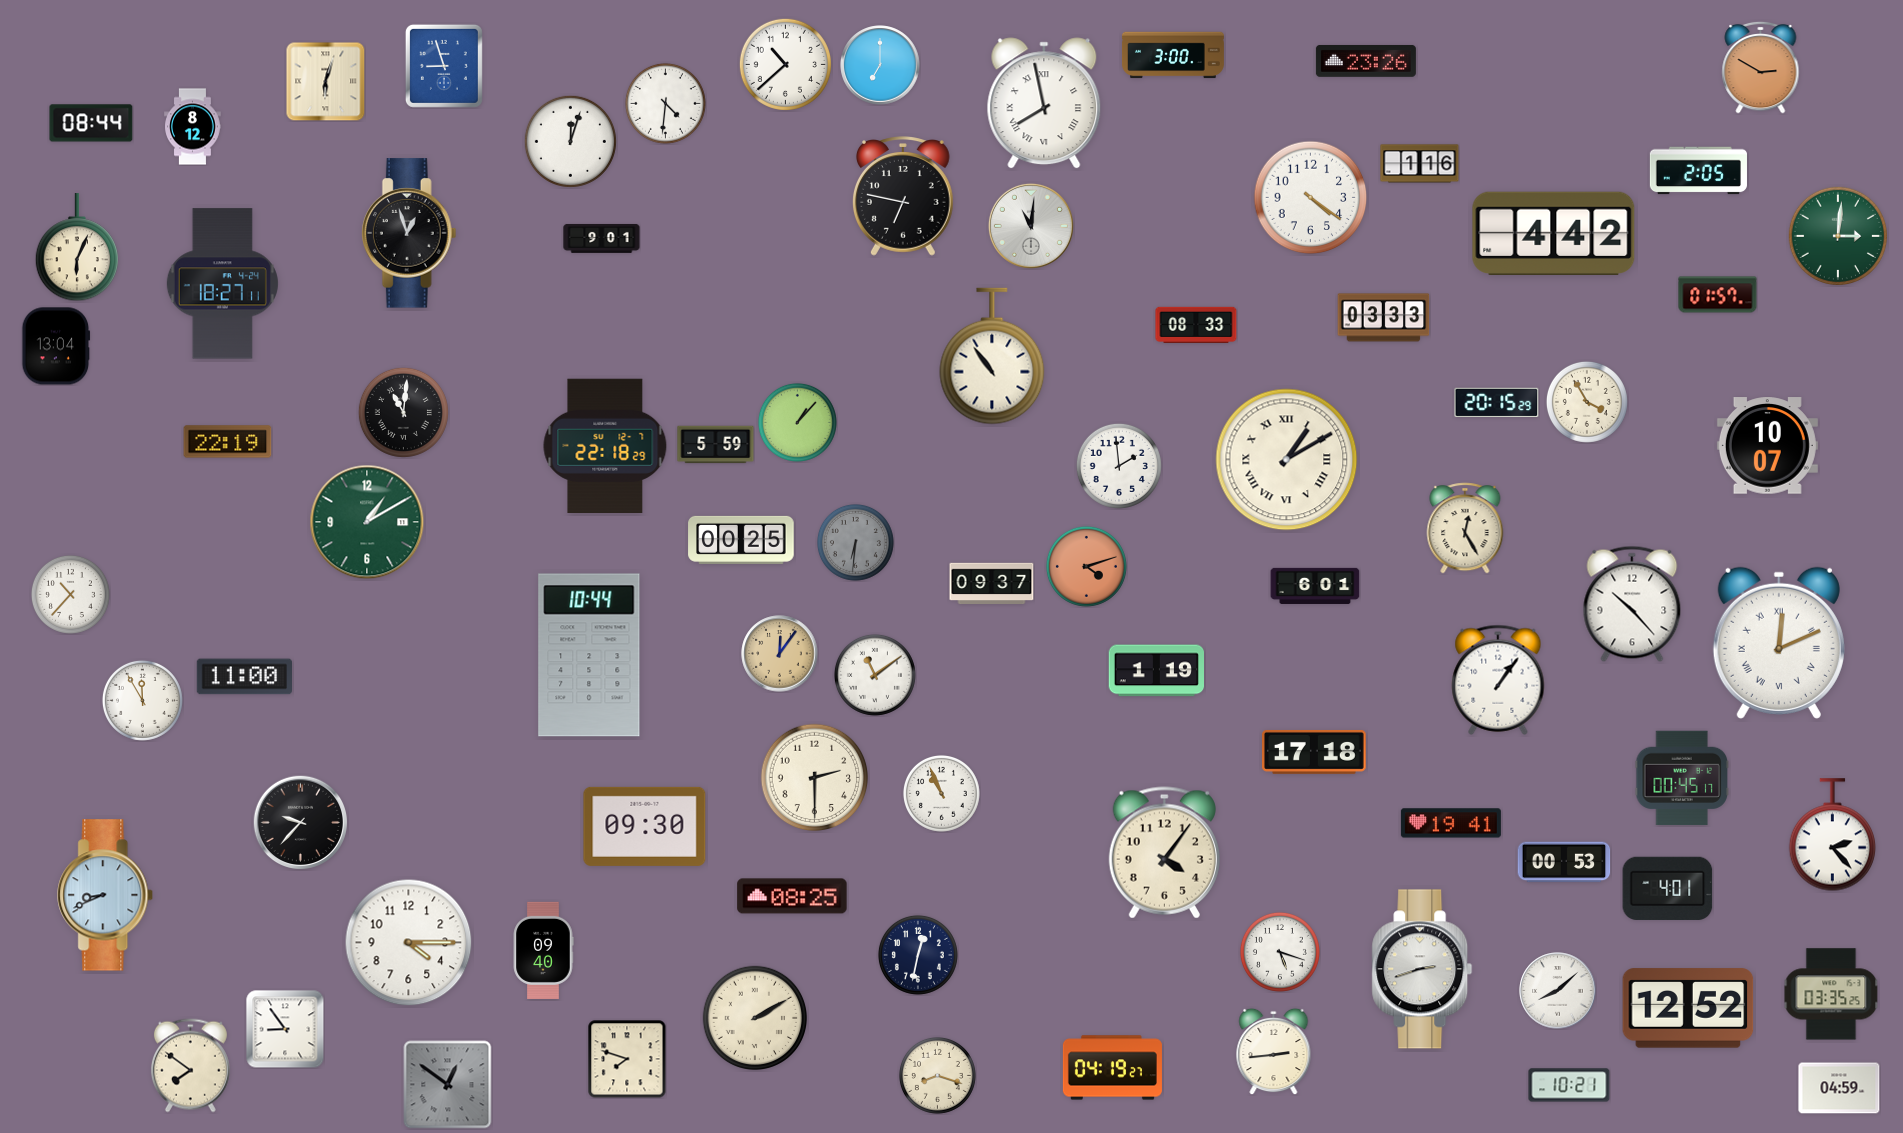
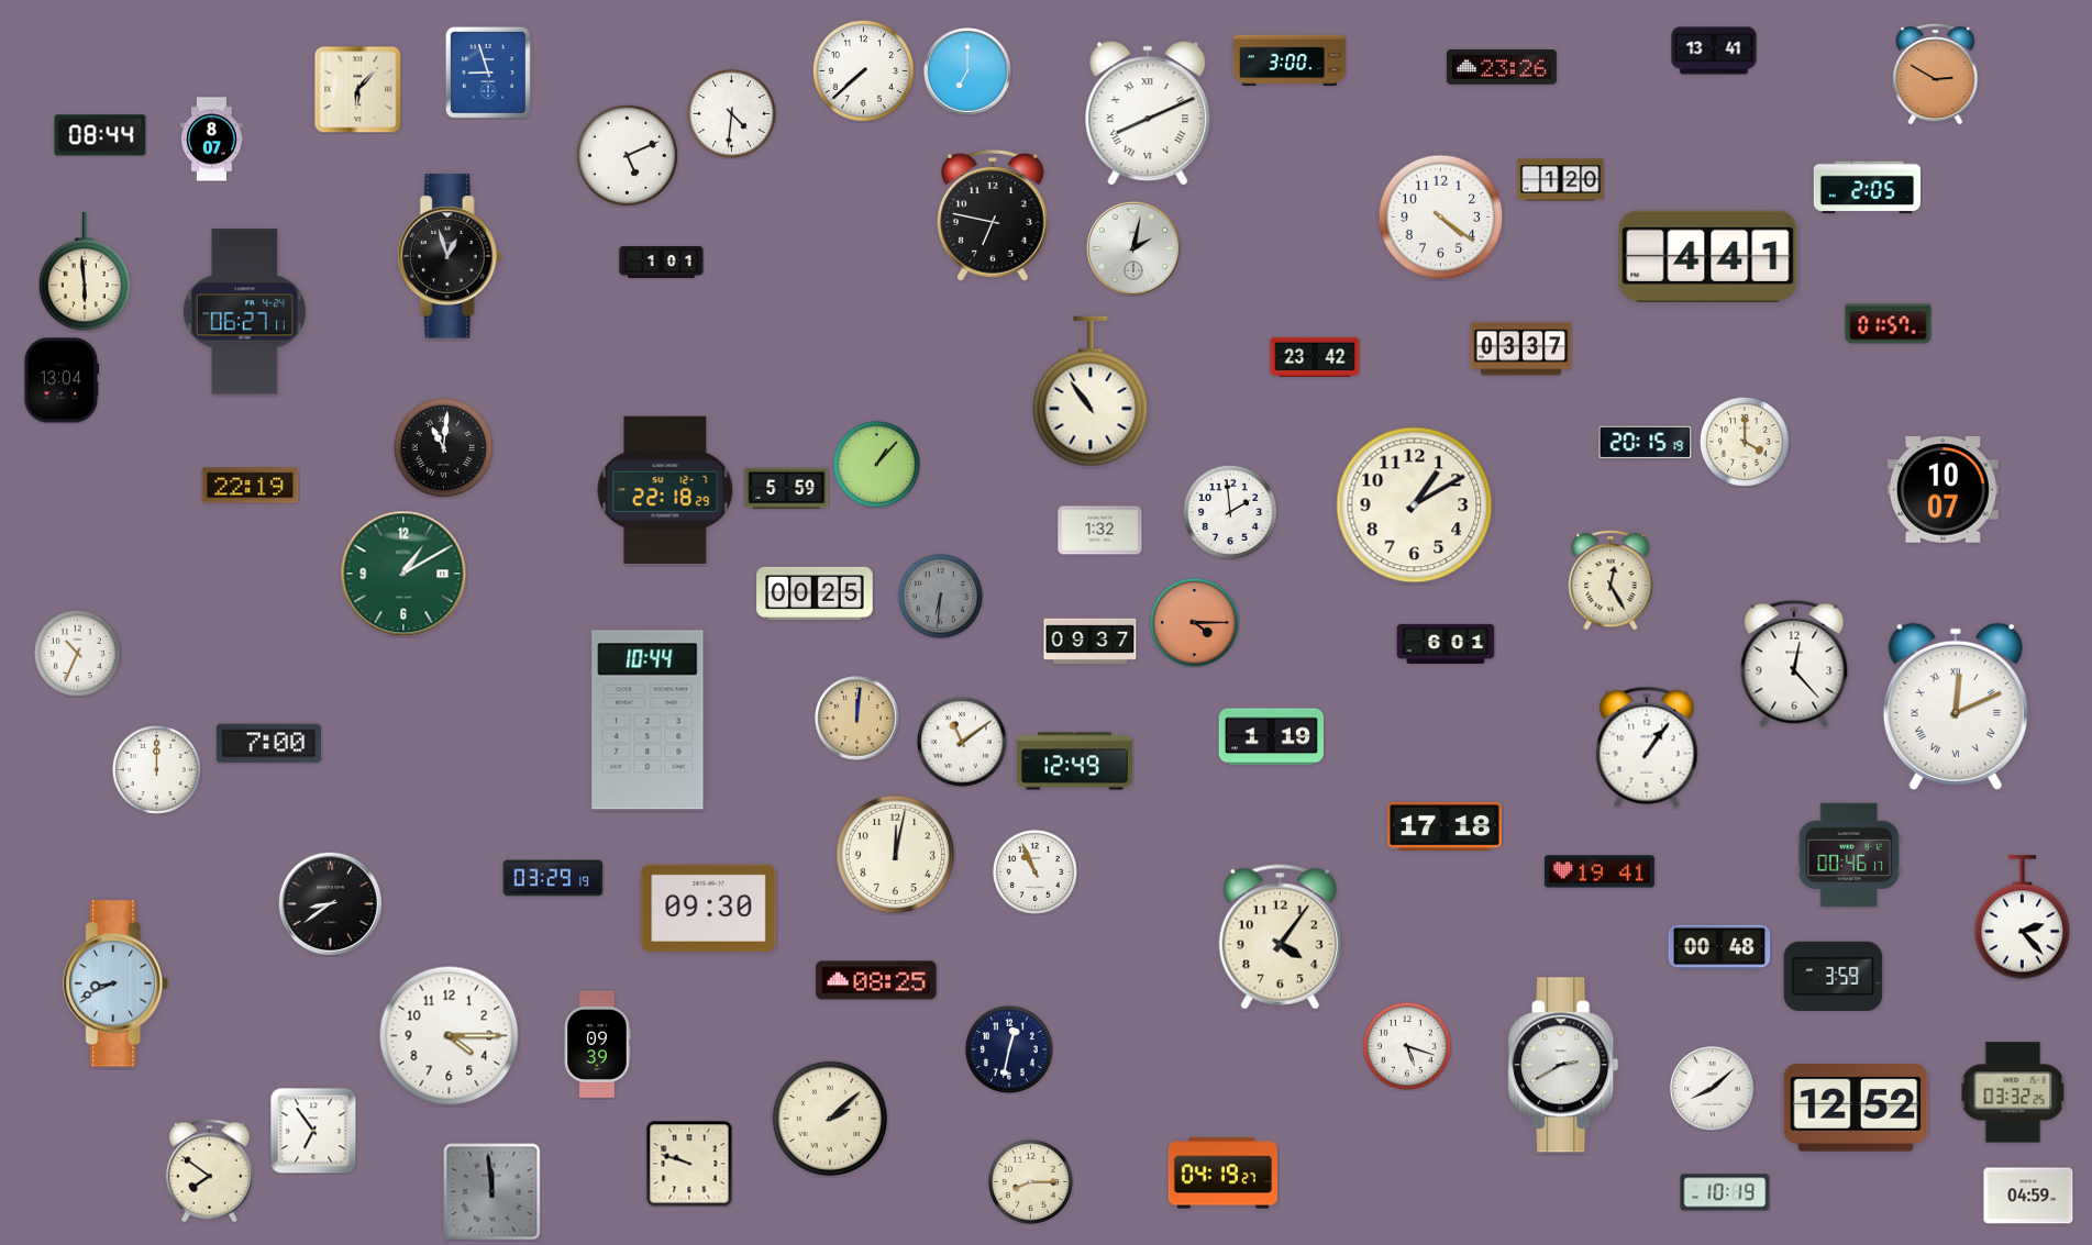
clock at (1714, 51): none -> 13:41
clock at (785, 64): 10:38 -> 7:38
clock at (325, 81): 6:03 -> 6:07
clock at (1044, 103): 7:58 -> 8:11
clock at (193, 127): 8:12 -> 8:07
clock at (570, 141): 12:03 -> 5:11
clock at (1420, 164): 1:16 -> 1:20
clock at (1031, 226): 11:01 -> 2:02
clock at (1554, 233): 4:42 -> 4:41
clock at (1837, 235): 3:01 -> none
clock at (602, 238): 9:01 -> 1:01
clock at (76, 248): 6:04 -> 5:59
clock at (222, 284): 18:27 -> 06:27
clock at (1384, 318): 03:33 -> 03:37
clock at (1196, 324): 08:33 -> 23:42
clock at (1497, 402): 20:15:29 -> 20:15:19
clock at (1587, 402): 3:55 -> 4:00
clock at (403, 412) position: (403, 412) -> (443, 447)
clock at (1287, 460) numerals: Roman -> Arabic
clock at (1100, 531): none -> 1:32
clock at (1086, 566): 4:12 -> 4:15
clock at (70, 594): 10:37 -> 10:34
clock at (1632, 604): 10:23 -> 12:23
clock at (780, 654): 12:06 -> 12:01
clock at (244, 677): 11:00 -> 7:00
clock at (1075, 762): none -> 12:49
clock at (142, 700): 11:55 -> 12:00
clock at (815, 778): 2:30 -> 12:02
clock at (1682, 778): 00:45 -> 00:46
clock at (553, 878): none -> 03:29
clock at (300, 822): 9:37 -> 8:39
clock at (1451, 823) position: (1451, 823) -> (1600, 871)
clock at (1833, 835) position: (1833, 835) -> (2023, 918)
clock at (1564, 862): 00:53 -> 00:48
clock at (1668, 888): 4:01 -> 3:59
clock at (792, 896) position: (792, 896) -> (876, 980)
clock at (543, 950): 09:40 -> 09:39
clock at (1422, 969): 2:42 -> 2:40
clock at (1831, 994): 03:35 -> 03:32
clock at (755, 1018): 2:10 -> 2:08
clock at (285, 1029): 8:54 -> 6:54
clock at (1274, 1051): 2:44 -> none
clock at (627, 1059): 7:48 -> 9:48
clock at (937, 1075): 8:18 -> 8:15
clock at (448, 1085): 12:51 -> 11:59
clock at (1569, 1085): 10:21 -> 10:19
clock at (1839, 1088) position: (1839, 1088) -> (2028, 1196)
